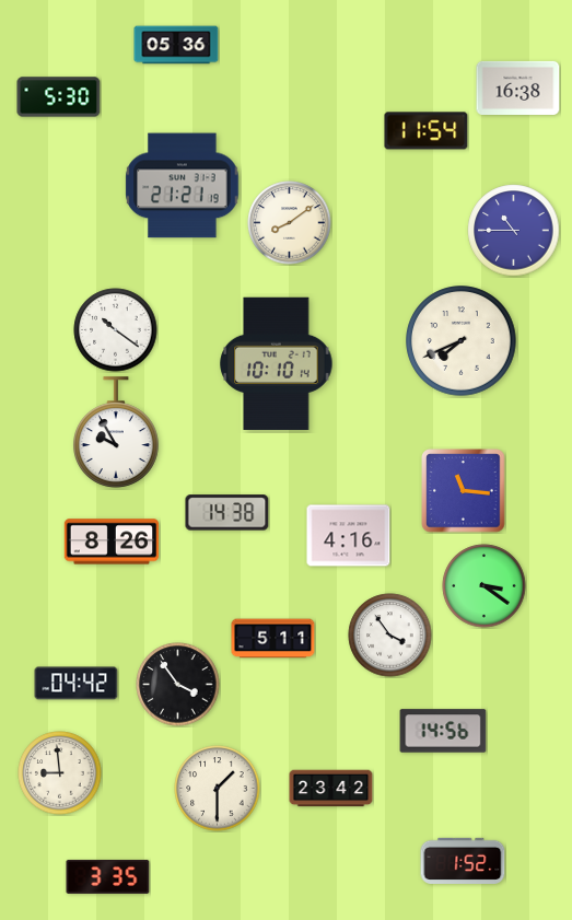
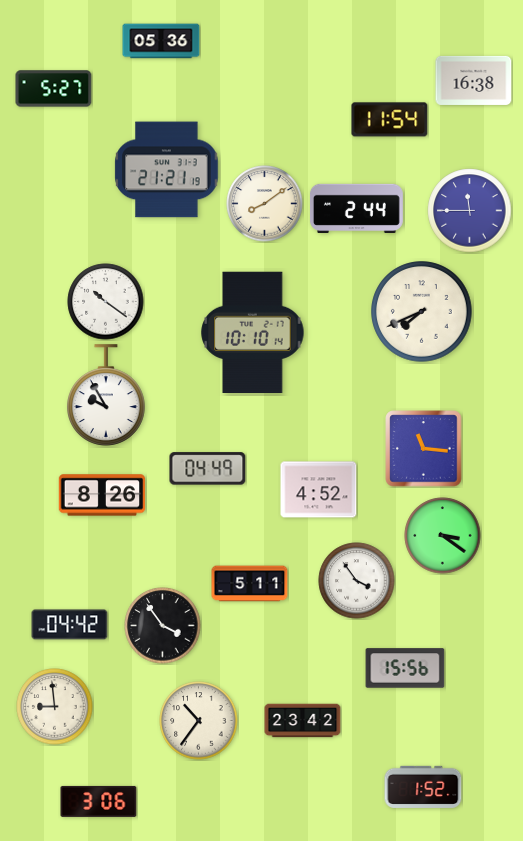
clock at (59, 97): 5:30 -> 5:27
clock at (356, 208): none -> 2:44
clock at (514, 231): 10:45 -> 11:45
clock at (227, 513): 14:38 -> 04:49
clock at (349, 536): 4:16 -> 4:52
clock at (443, 731): 14:56 -> 15:56
clock at (218, 789): 1:30 -> 10:36
clock at (108, 876): 3:35 -> 3:06
